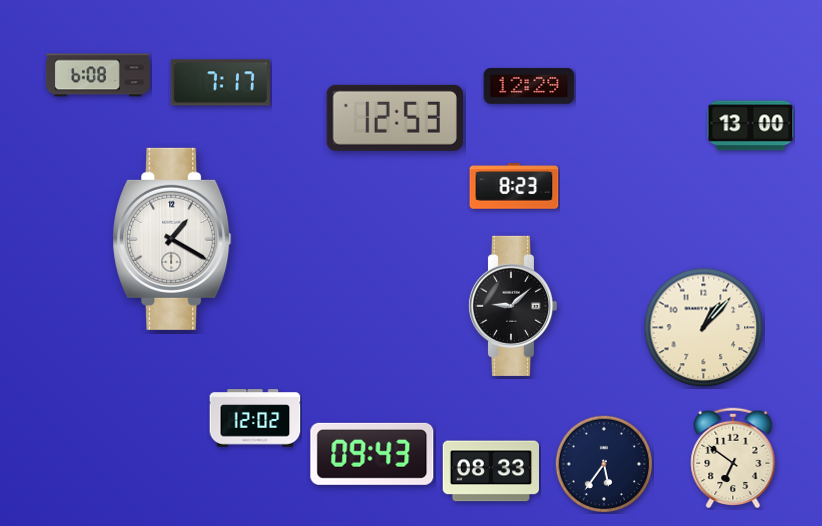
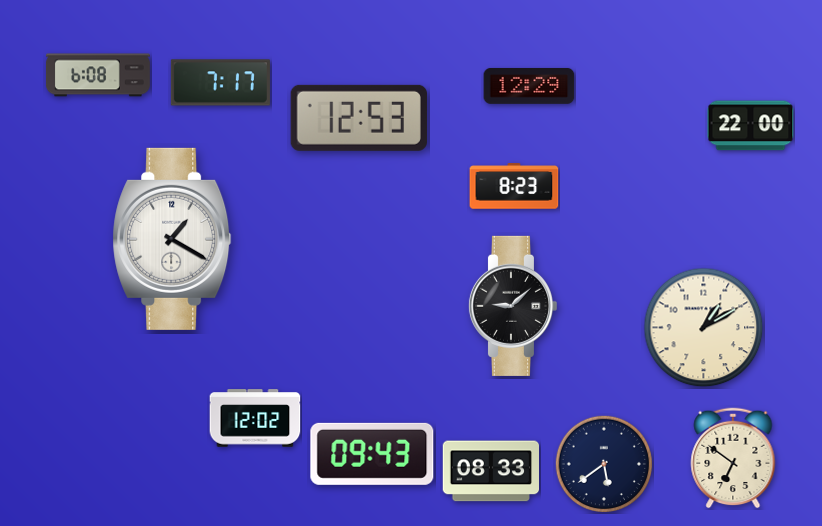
clock at (395, 118) position: (395, 118) -> (359, 118)
clock at (751, 126): 13:00 -> 22:00
clock at (704, 328): 1:07 -> 1:10
clock at (604, 464): 5:36 -> 5:39
